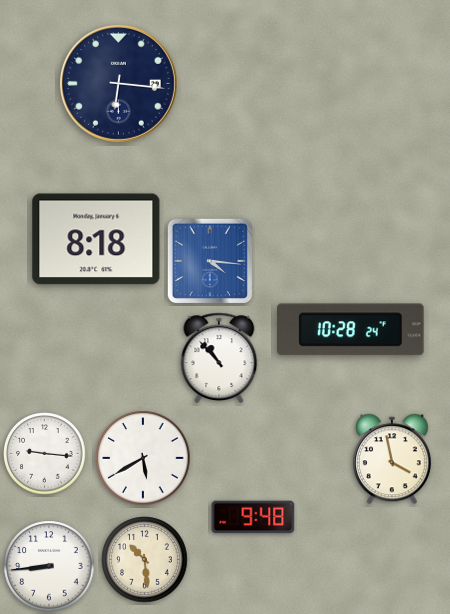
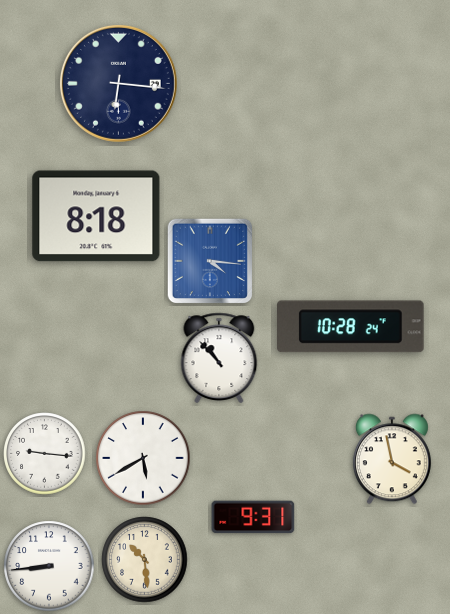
clock at (96, 239) position: (96, 239) -> (96, 216)
clock at (351, 330) position: (351, 330) -> (351, 327)
clock at (253, 517): 9:48 -> 9:31
